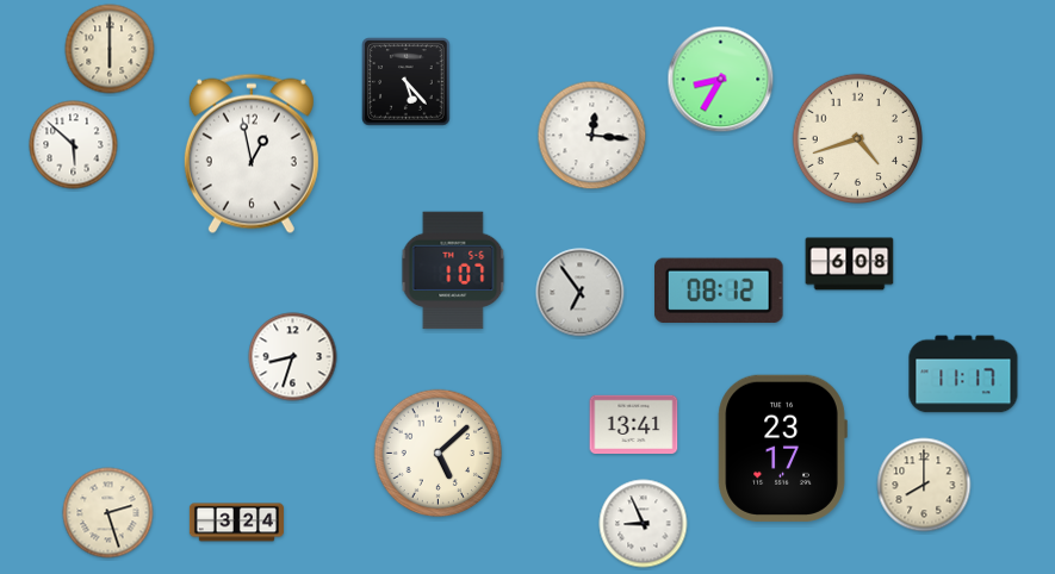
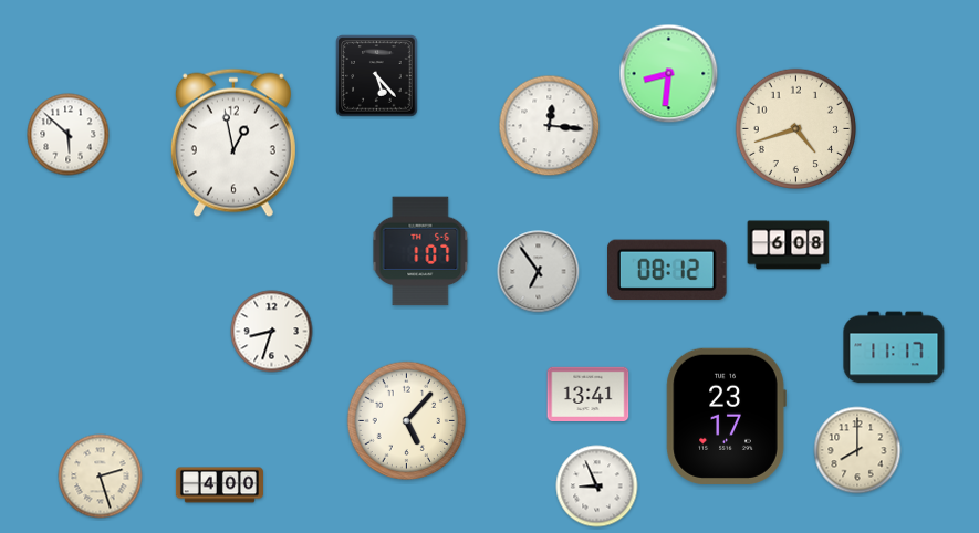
clock at (110, 49): 6:00 -> none
clock at (721, 80): 8:35 -> 8:31
clock at (439, 454): 5:08 -> 5:07
clock at (236, 523): 3:24 -> 4:00
